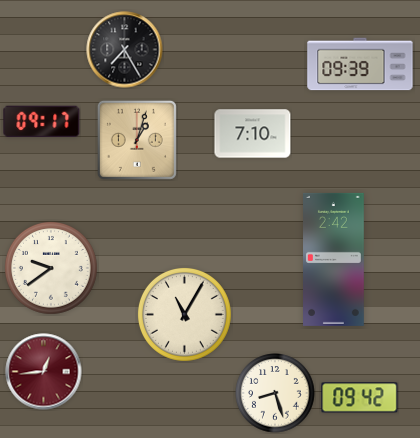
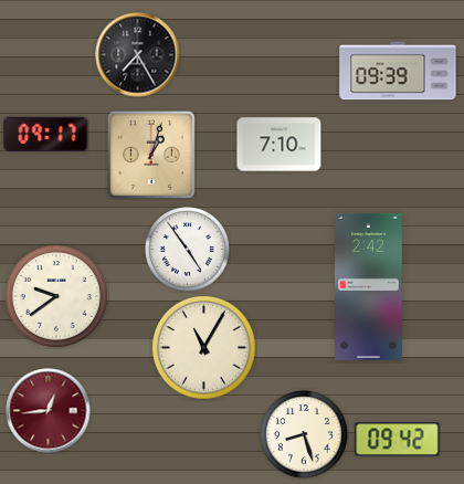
clock at (253, 134) position: (253, 134) -> (280, 145)
clock at (188, 250): none -> 4:54
